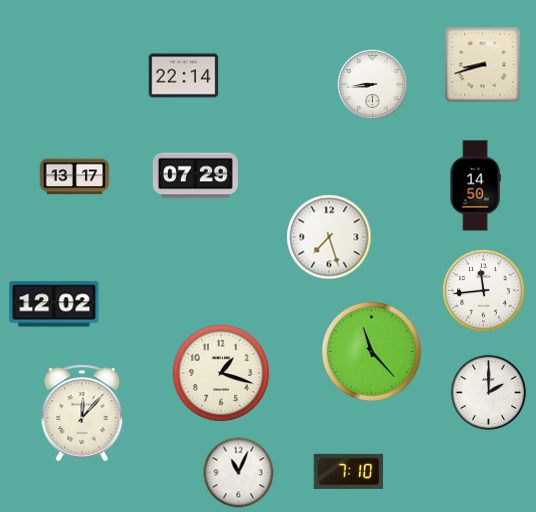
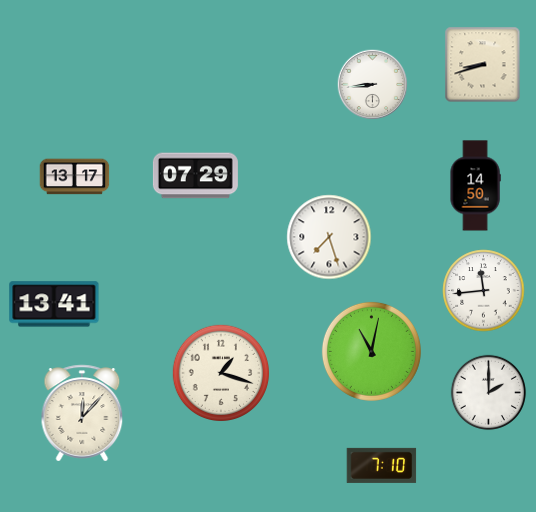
clock at (184, 76): 22:14 -> none
clock at (54, 304): 12:02 -> 13:41
clock at (371, 351): 11:23 -> 11:02
clock at (349, 471) position: (349, 471) -> (382, 465)
clock at (239, 473): 11:04 -> none
